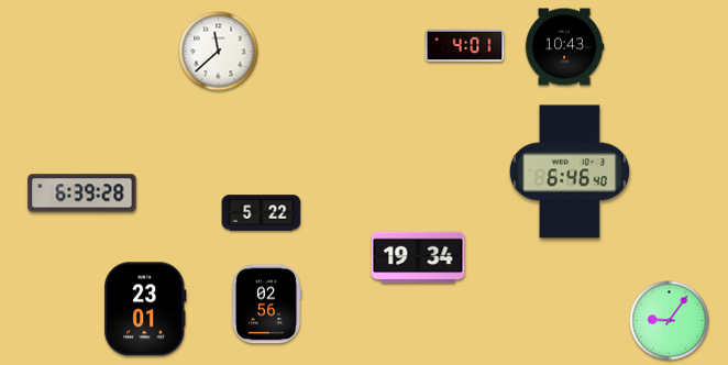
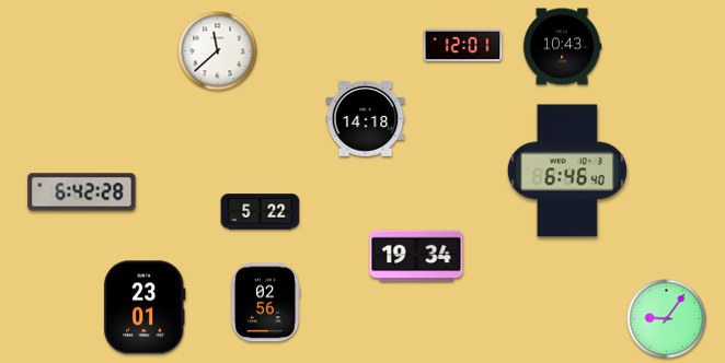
clock at (465, 46): 4:01 -> 12:01
clock at (366, 118): none -> 14:18
clock at (82, 193): 6:39 -> 6:42
